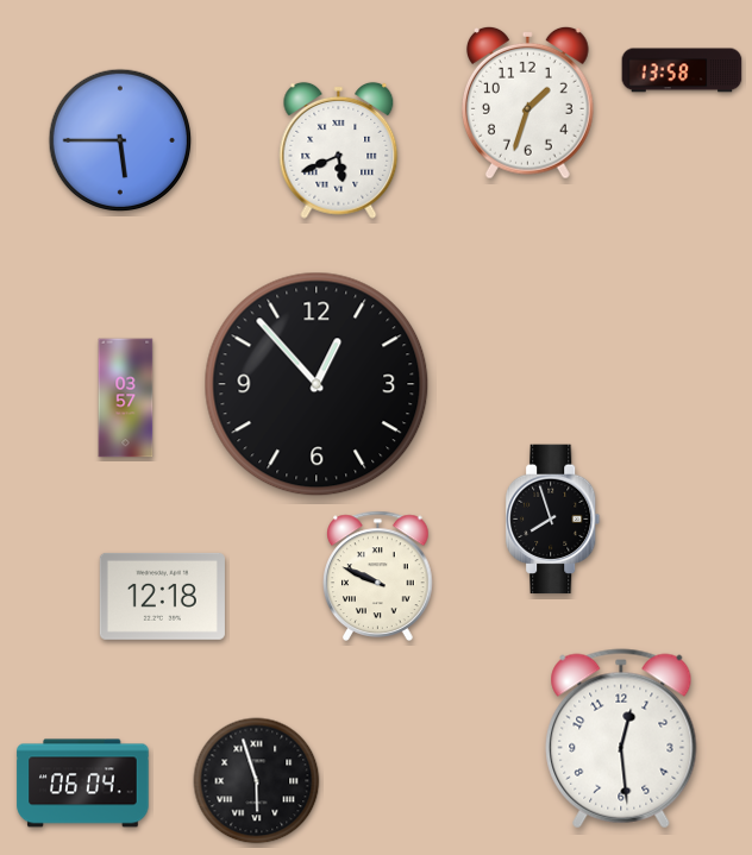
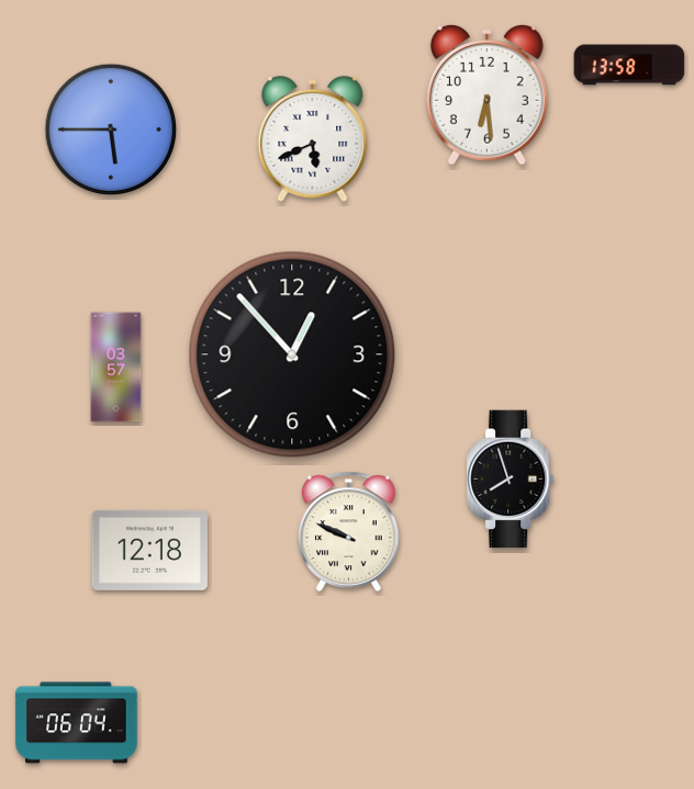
clock at (527, 102): 1:33 -> 6:29
clock at (621, 738): 12:29 -> none
clock at (257, 781): 5:57 -> none
